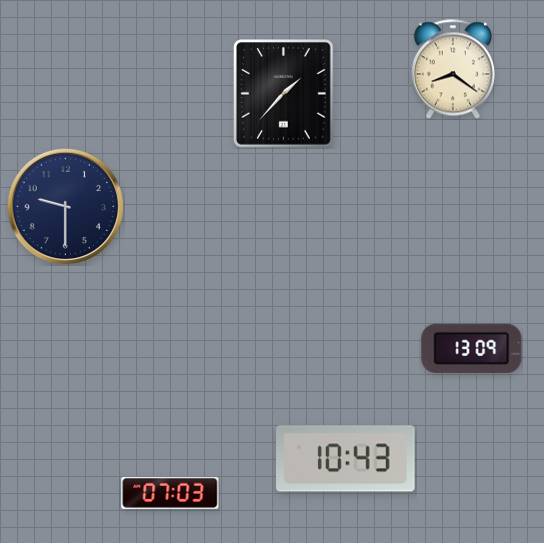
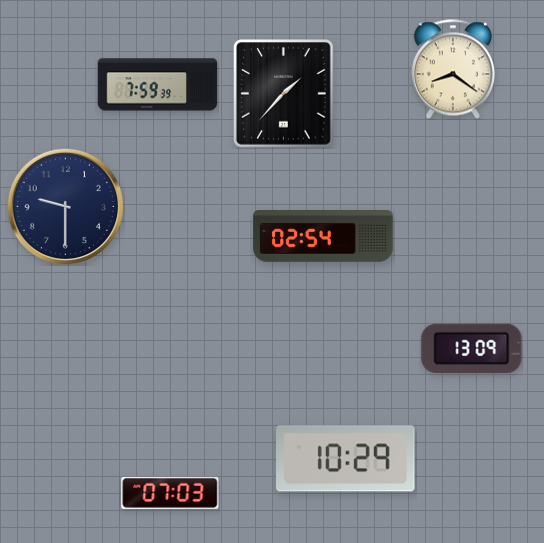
clock at (158, 85): none -> 7:59
clock at (323, 237): none -> 02:54
clock at (346, 459): 10:43 -> 10:29
